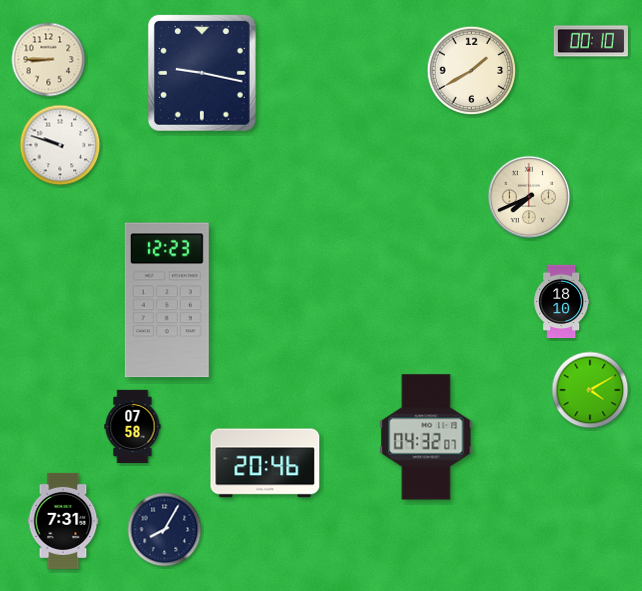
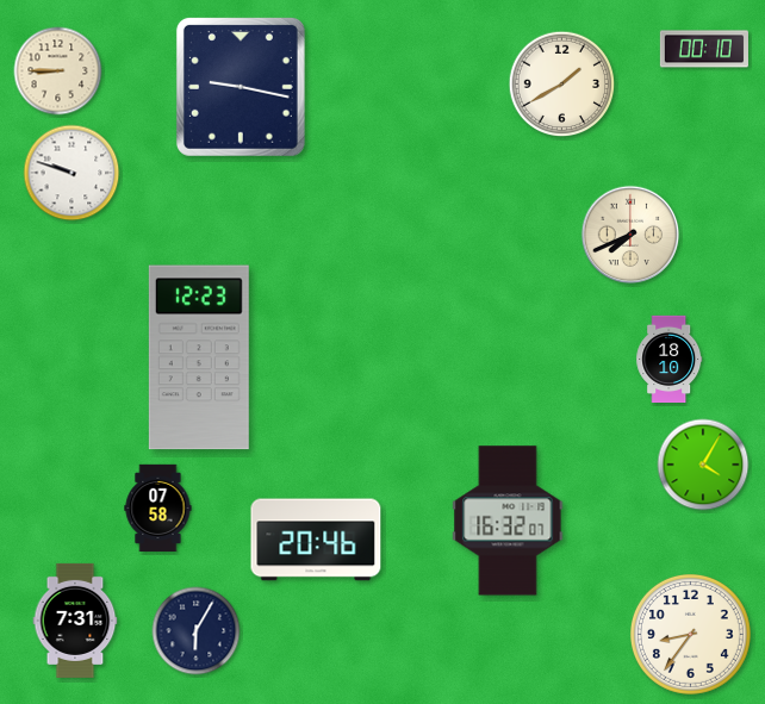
clock at (590, 390): 4:10 -> 4:05
clock at (426, 437): 04:32 -> 16:32
clock at (265, 463) position: (265, 463) -> (316, 540)
clock at (165, 530): 8:05 -> 6:05
clock at (690, 634): none -> 8:36
